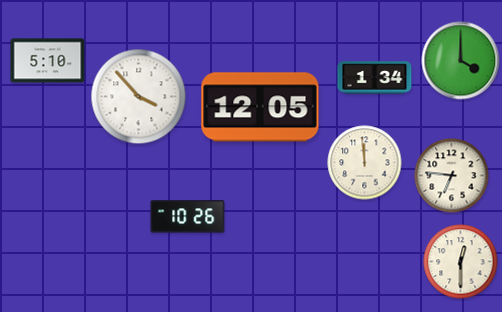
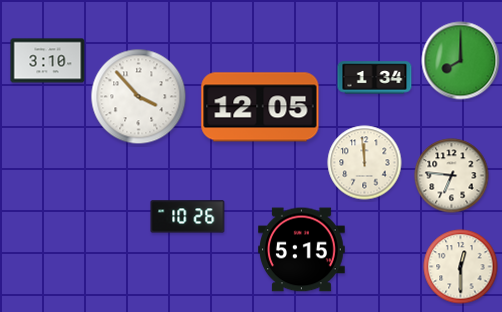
clock at (48, 61): 5:10 -> 3:10
clock at (461, 61): 4:00 -> 8:00
clock at (302, 250): none -> 5:15
clock at (461, 262) position: (461, 262) -> (461, 267)
